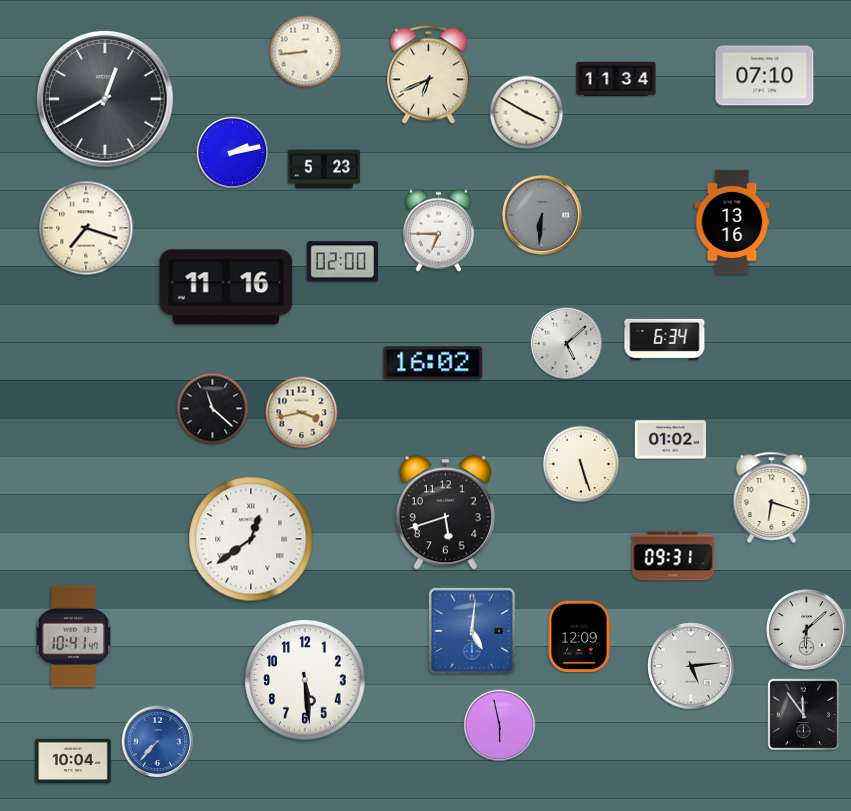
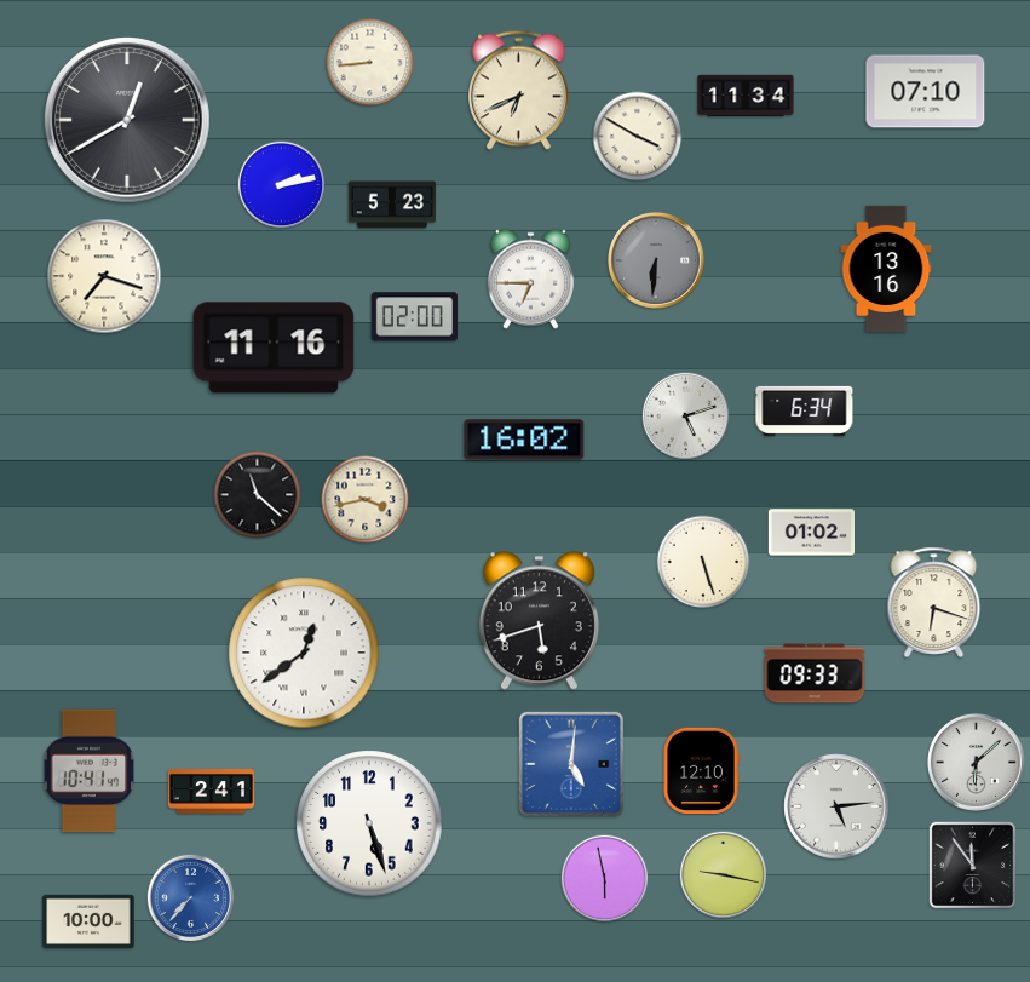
clock at (567, 344): 5:08 -> 5:12
clock at (673, 556): 09:31 -> 09:33
clock at (579, 636): 12:09 -> 12:10
clock at (212, 792): none -> 2:41
clock at (305, 680): 5:29 -> 5:27
clock at (724, 875): none -> 9:17
clock at (73, 760): 10:04 -> 10:00
